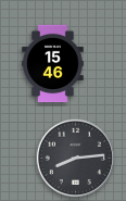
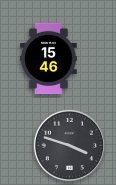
clock at (76, 159): 8:14 -> 3:48
